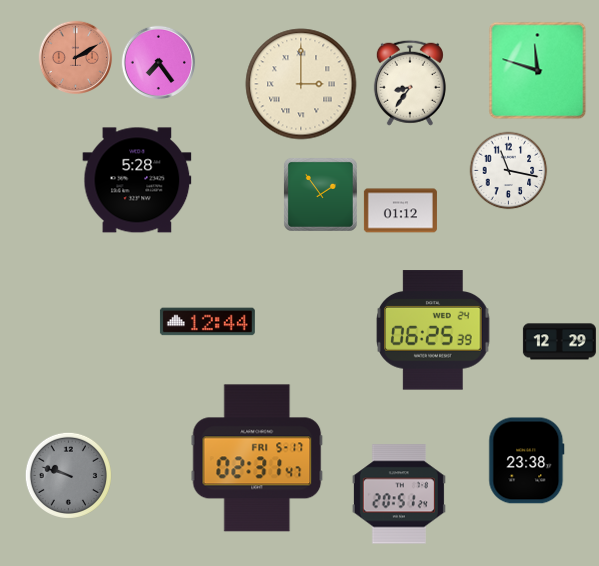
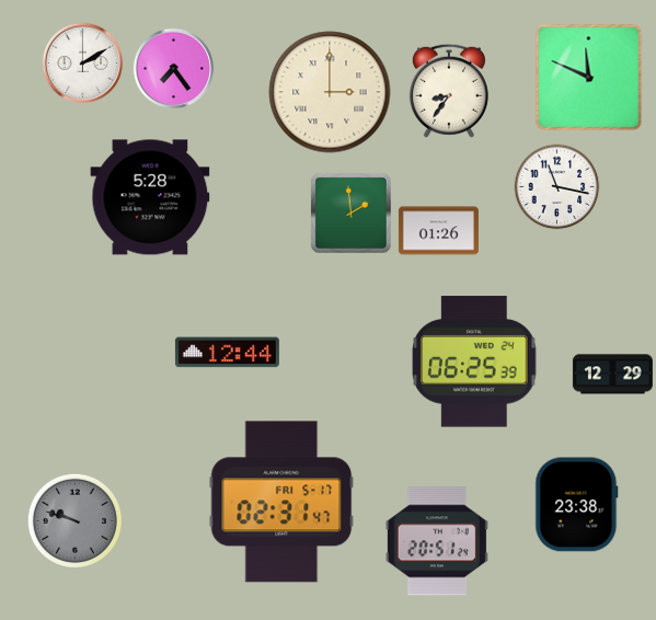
clock at (76, 58) dial: salmon -> white
clock at (538, 71): 11:48 -> 11:49
clock at (320, 194): 1:54 -> 1:59
clock at (400, 211): 01:12 -> 01:26
